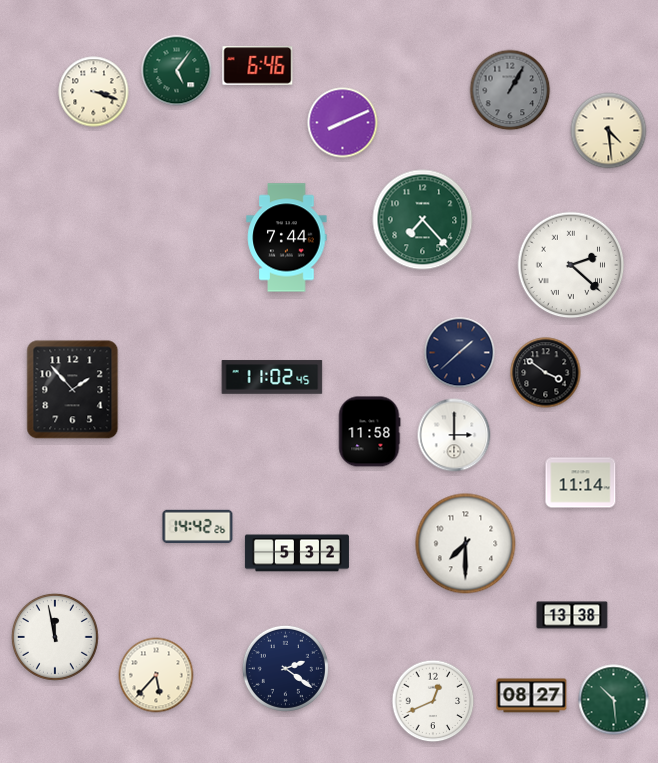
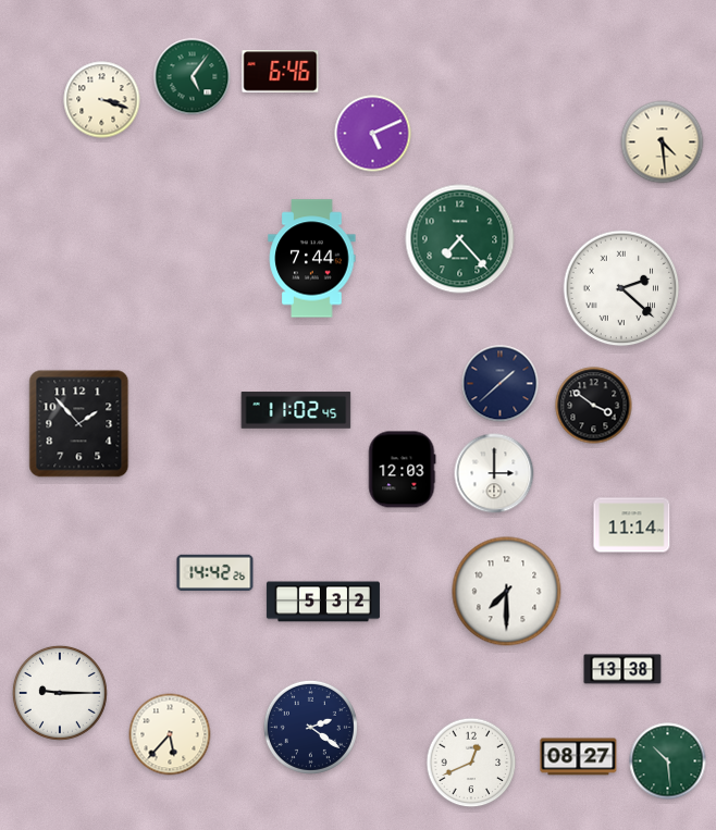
clock at (510, 90): 1:05 -> none
clock at (343, 123): 8:11 -> 5:11
clock at (369, 432): 11:58 -> 12:03
clock at (55, 637): 11:58 -> 9:15
